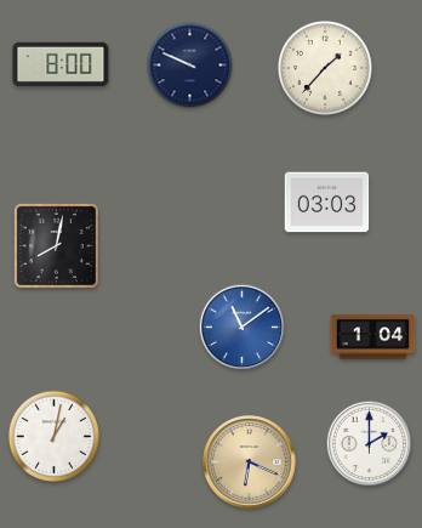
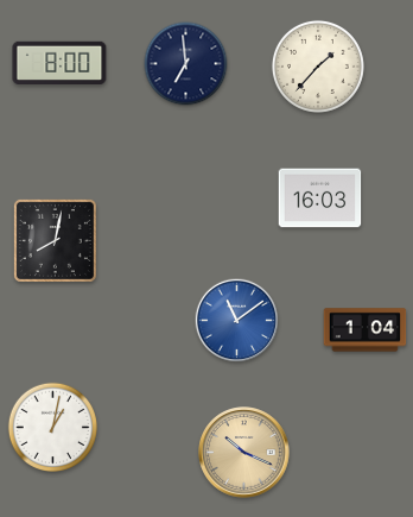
clock at (190, 66): 9:49 -> 6:59
clock at (327, 203): 03:03 -> 16:03
clock at (370, 444): 2:00 -> none
clock at (250, 462): 6:19 -> 10:19
